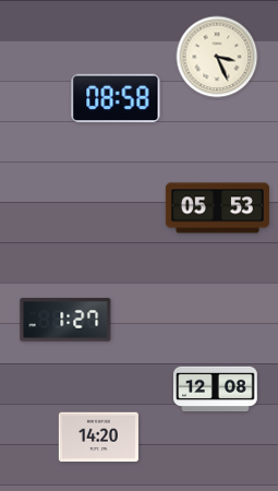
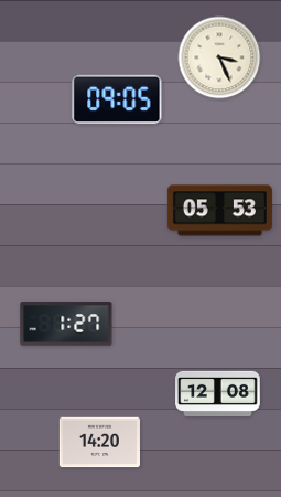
clock at (116, 98): 08:58 -> 09:05
